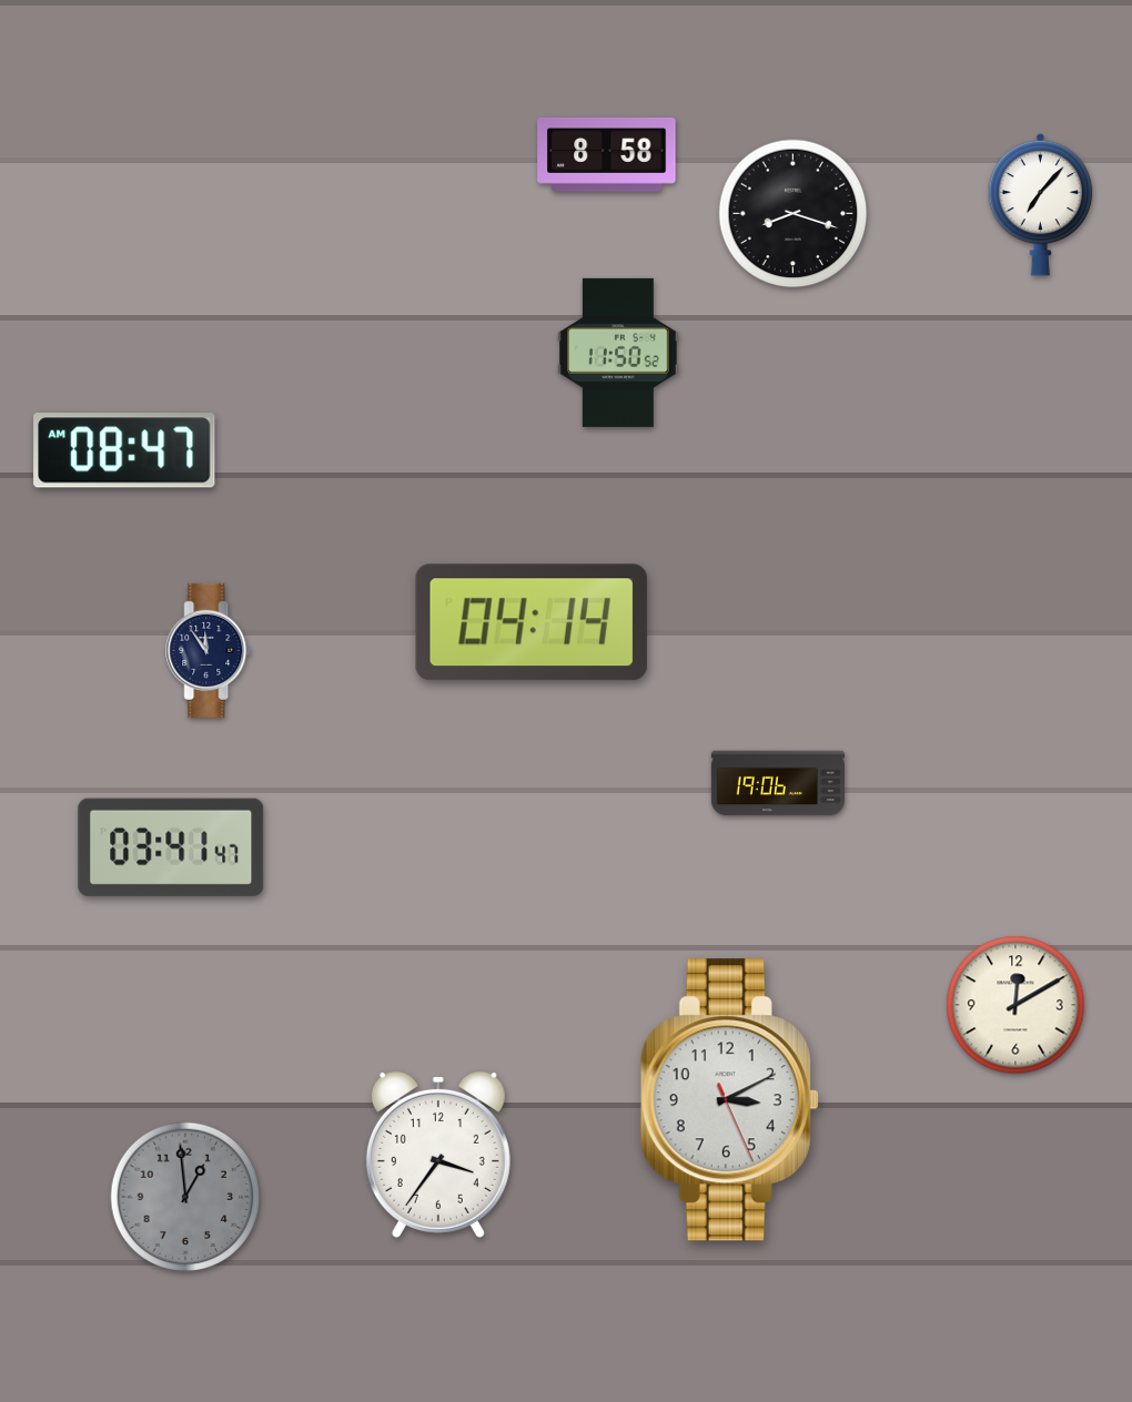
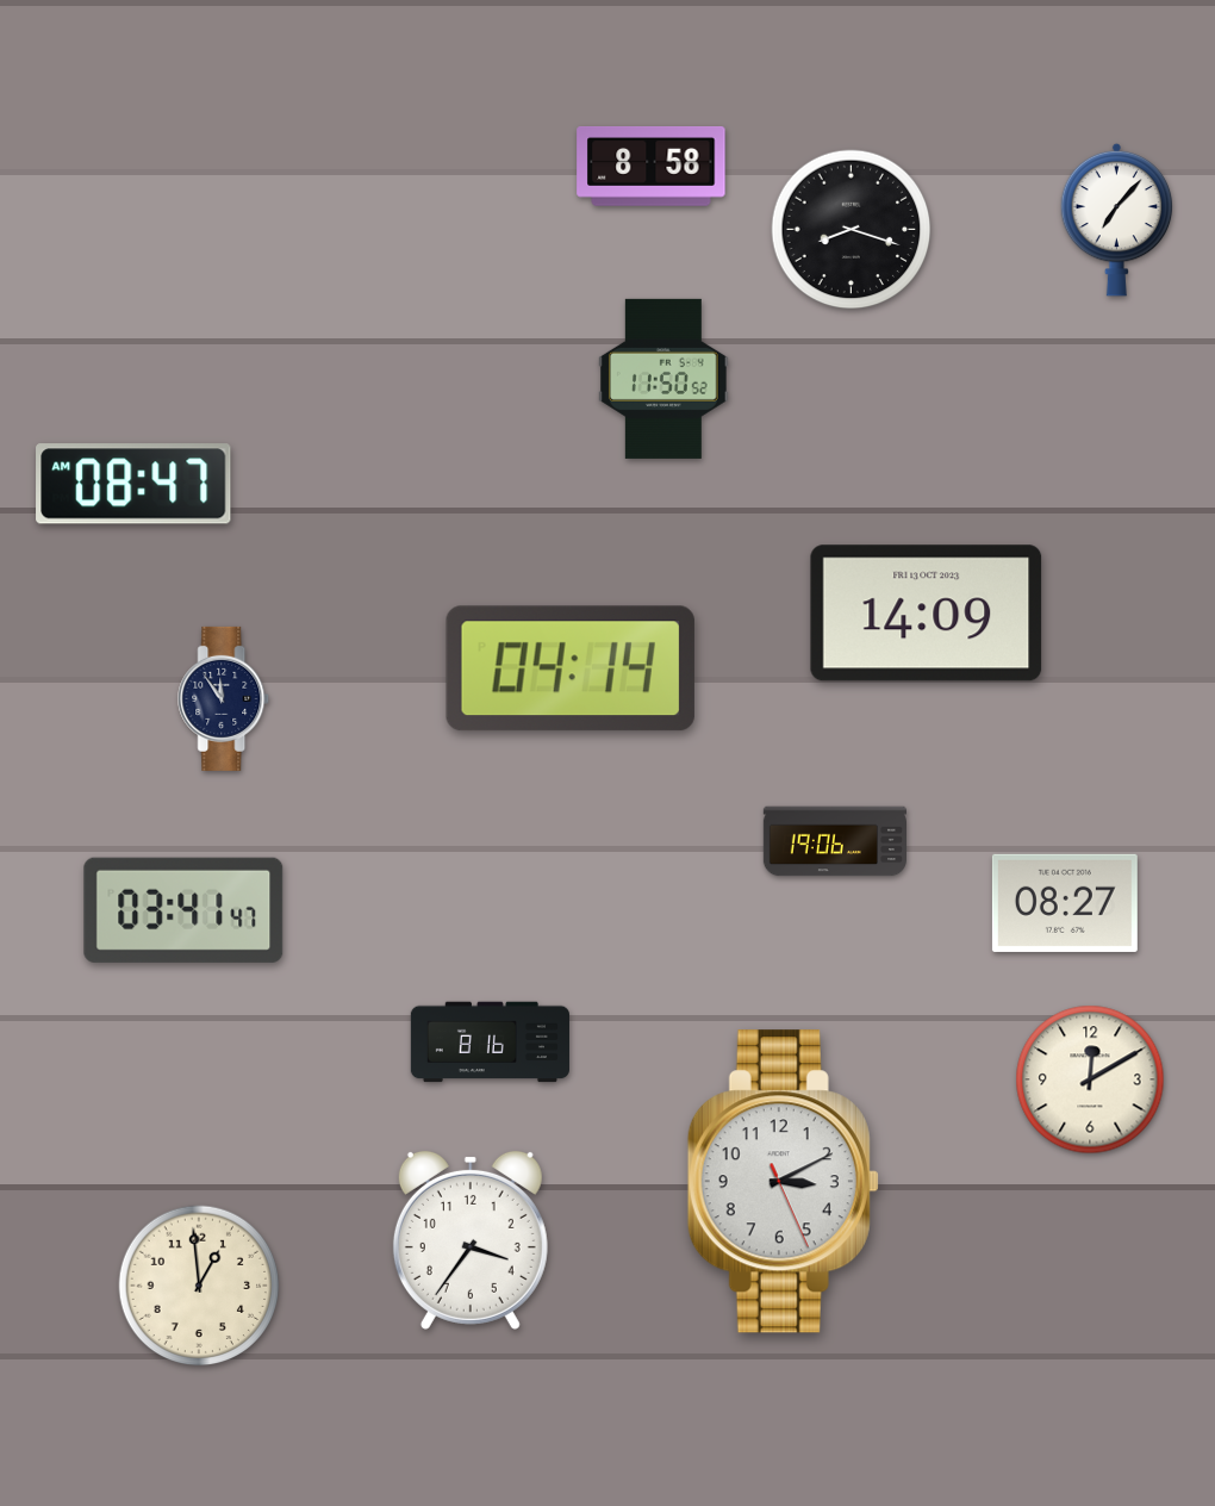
clock at (927, 614): none -> 14:09
clock at (1065, 903): none -> 08:27
clock at (490, 1043): none -> 8:16
clock at (185, 1197) dial: grey -> cream
